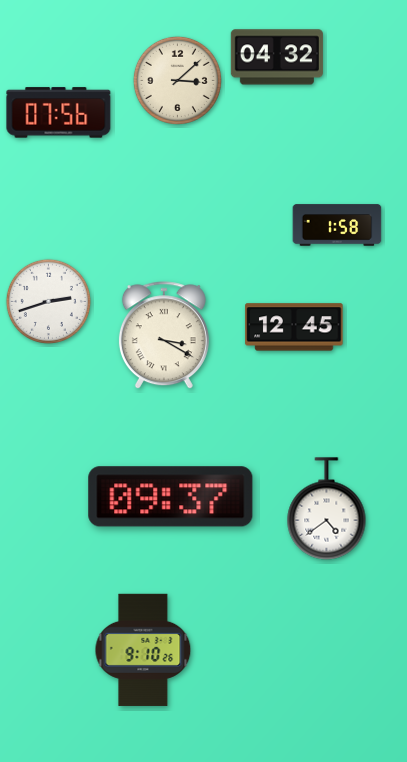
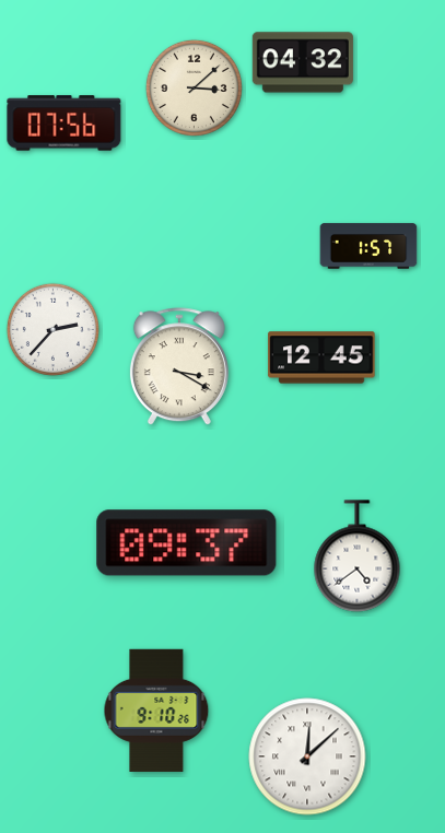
clock at (337, 225): 1:58 -> 1:57
clock at (48, 301): 2:42 -> 2:37
clock at (307, 756): none -> 12:08
